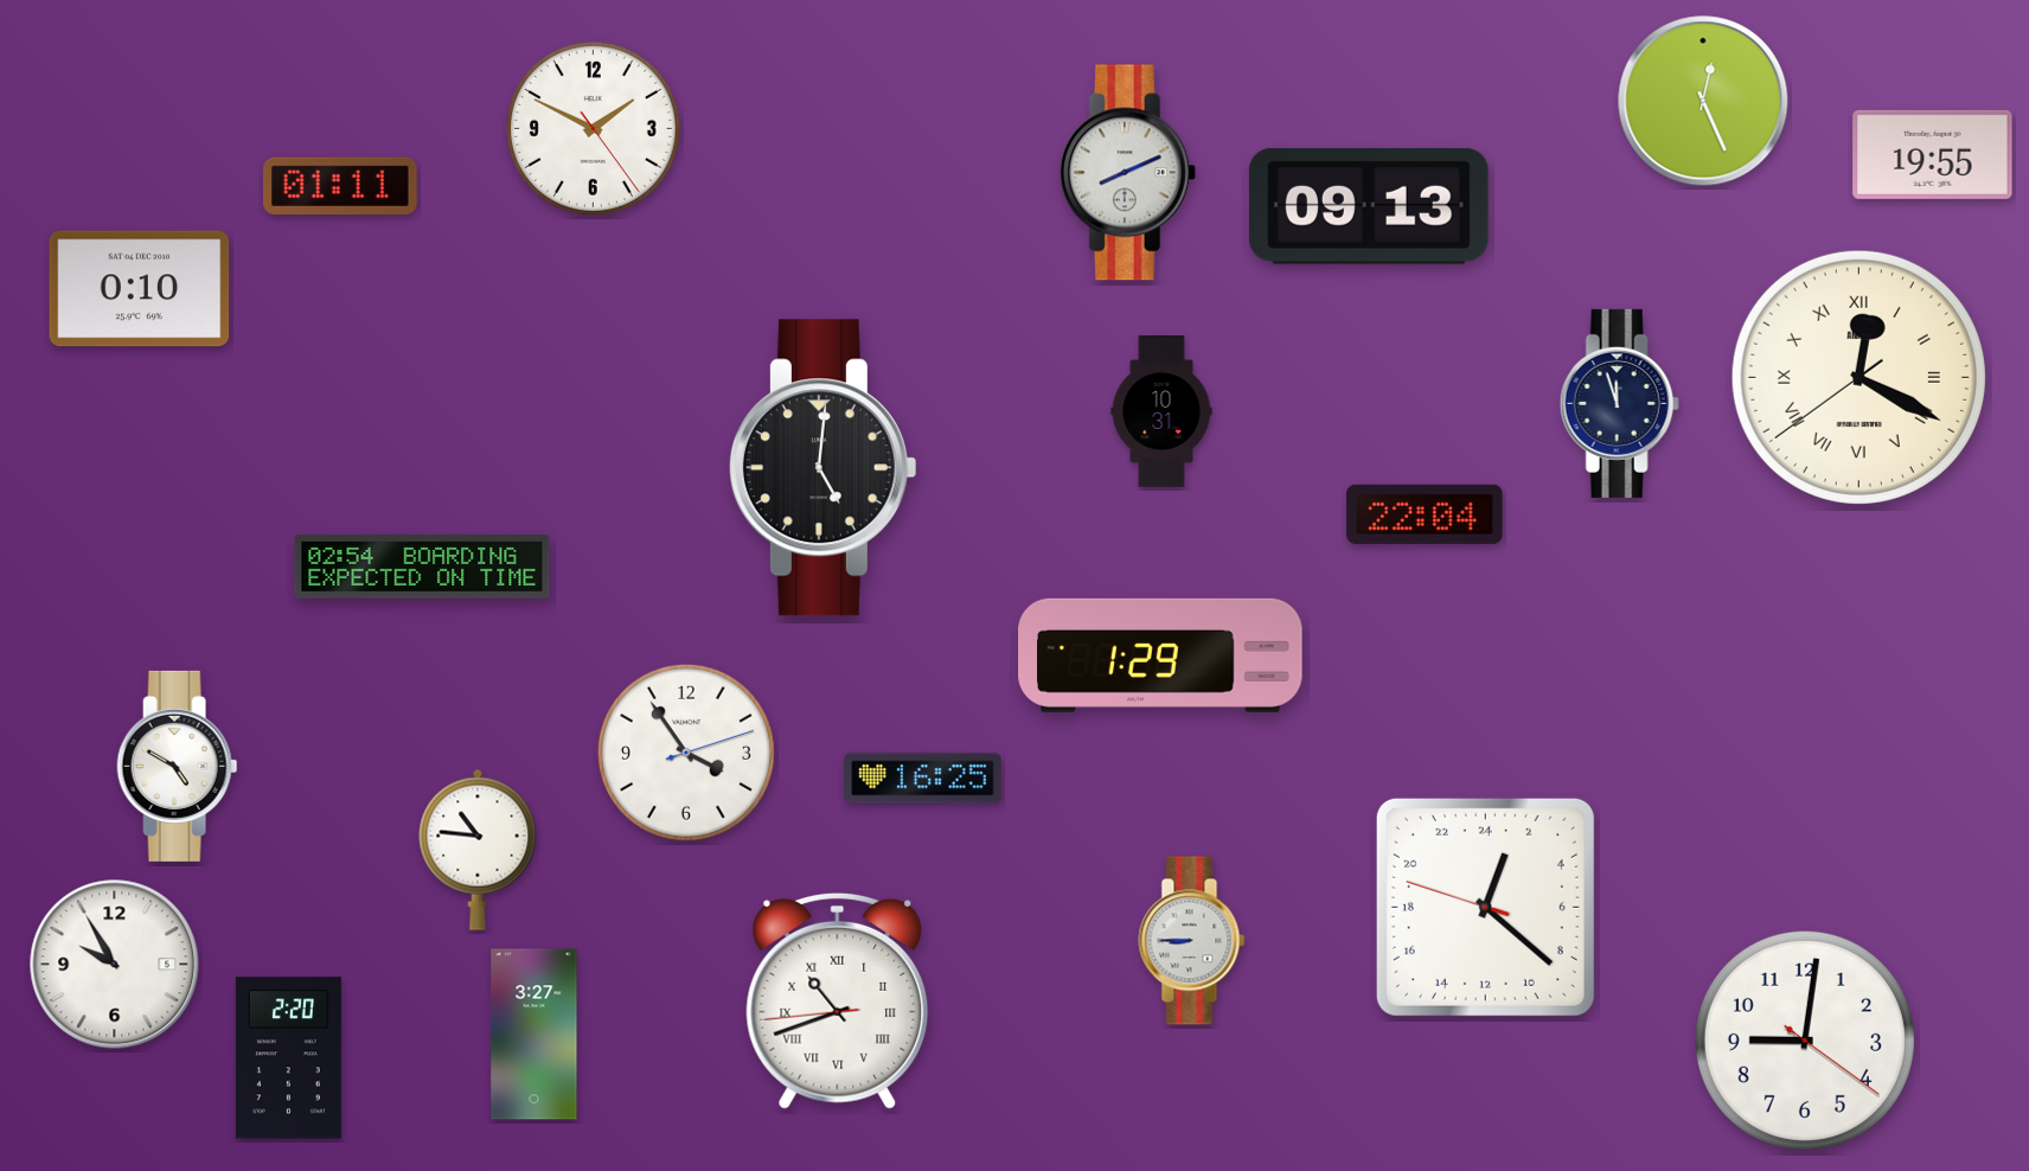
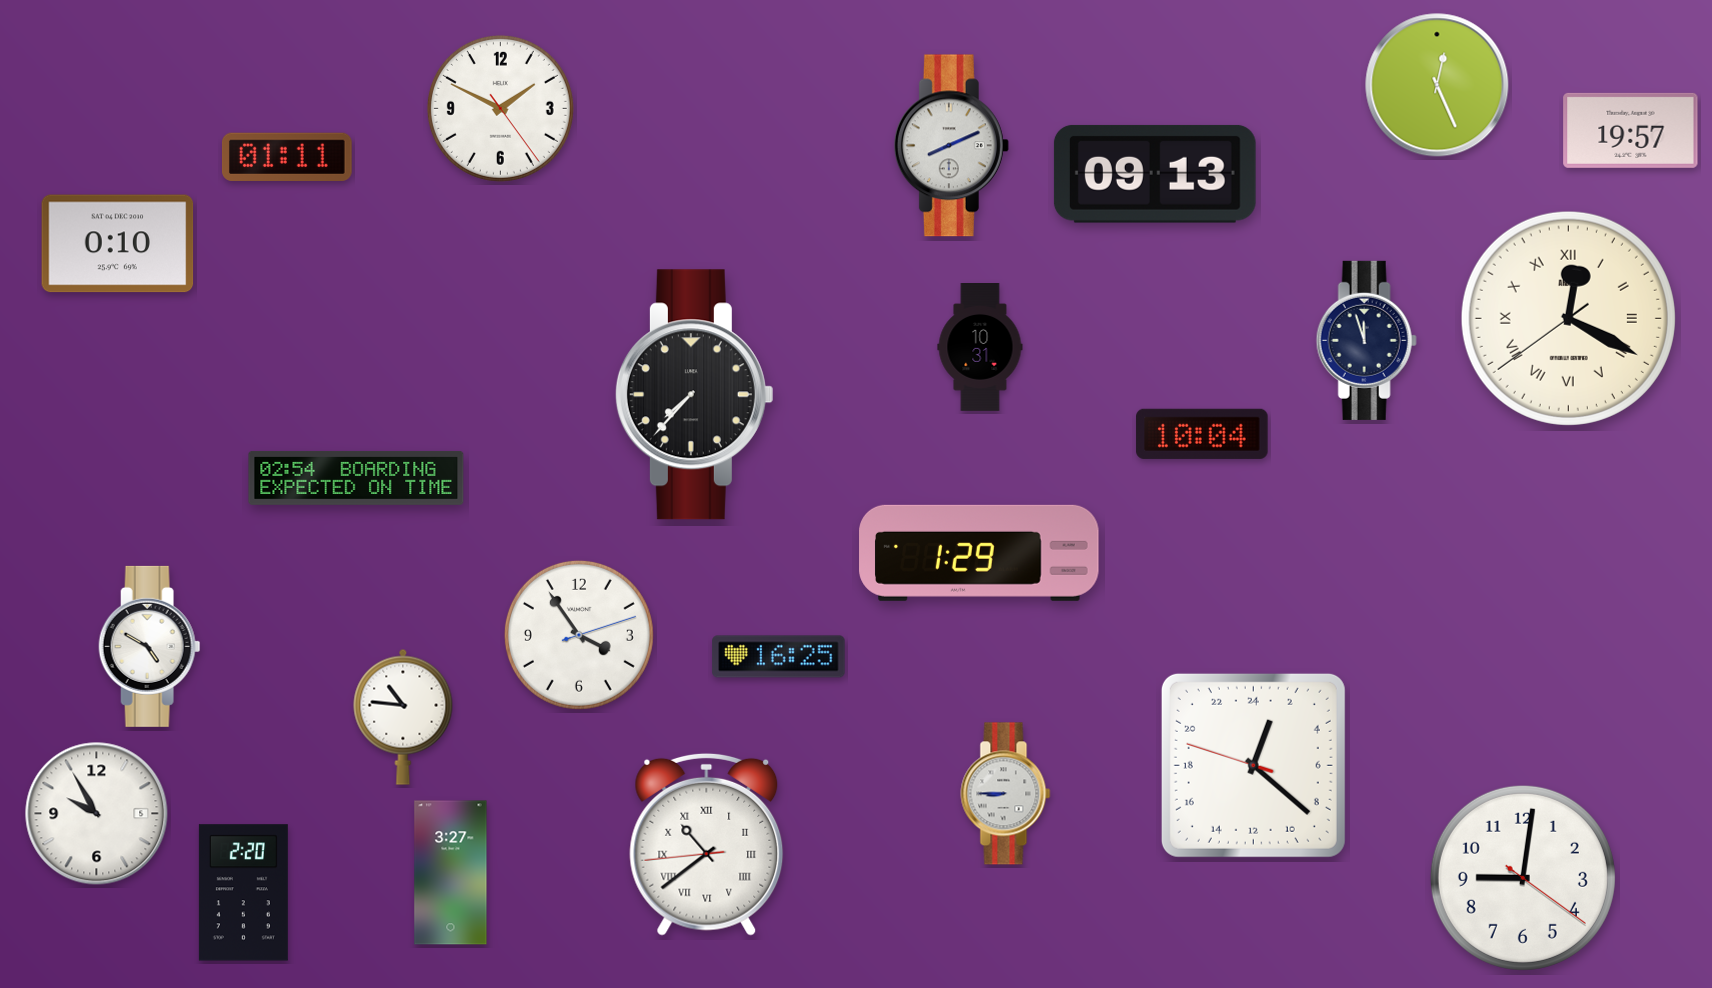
clock at (1933, 154): 19:55 -> 19:57
clock at (823, 468): 5:01 -> 7:37
clock at (1425, 514): 22:04 -> 10:04
clock at (838, 1000): 10:41 -> 10:38
